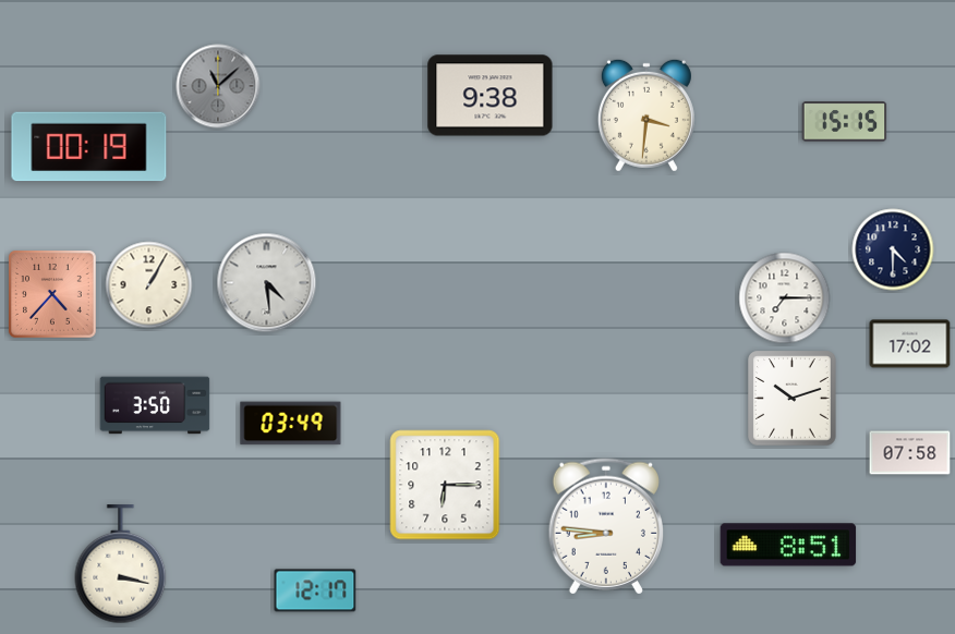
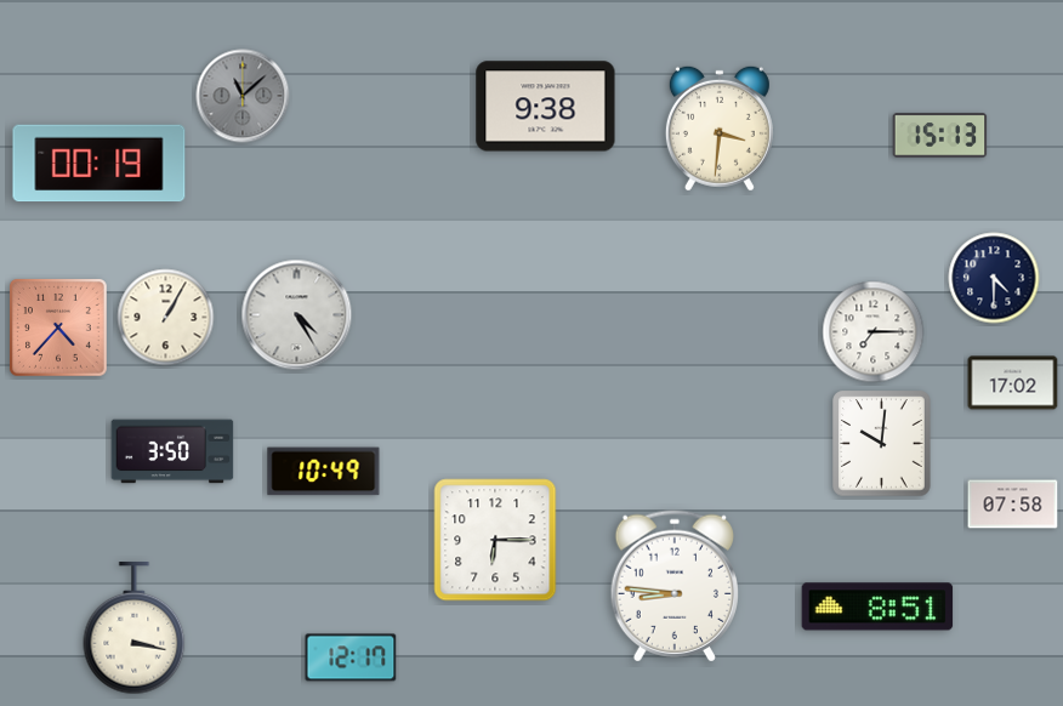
clock at (845, 122): 15:15 -> 15:13
clock at (267, 283): 4:29 -> 4:25
clock at (793, 399): 10:12 -> 10:01
clock at (291, 424): 03:49 -> 10:49
